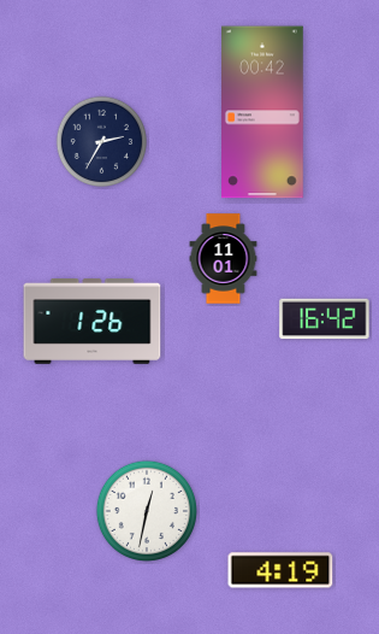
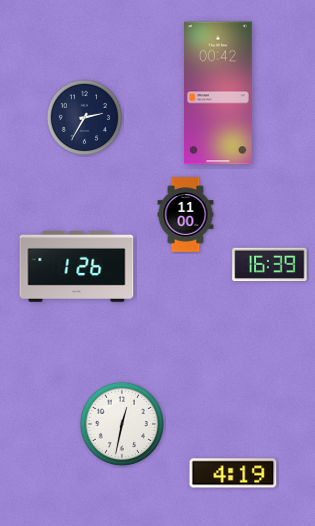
clock at (224, 259): 11:01 -> 11:00
clock at (325, 319): 16:42 -> 16:39
